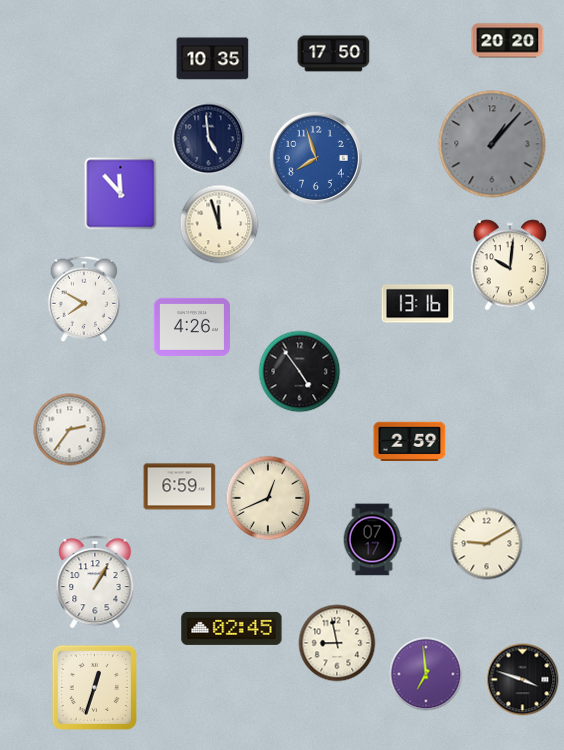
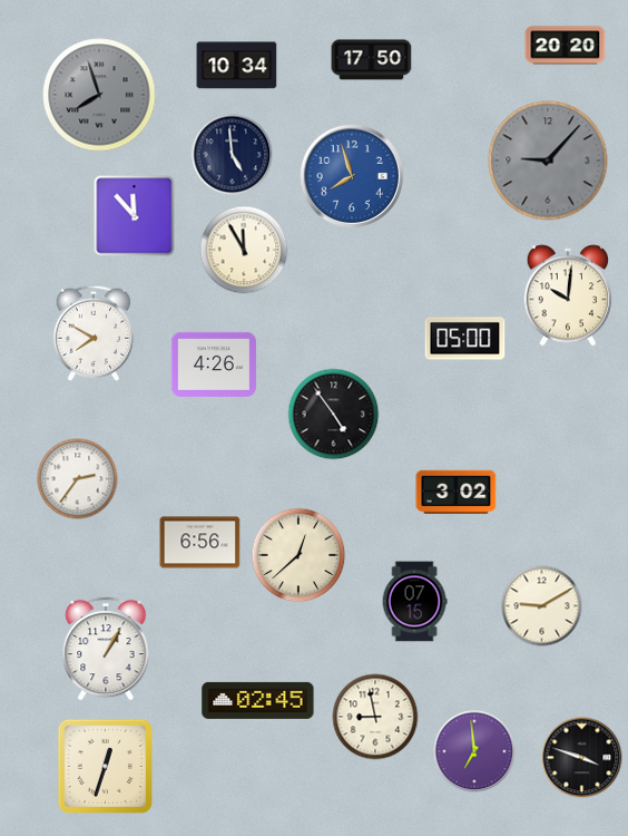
clock at (213, 59): 10:35 -> 10:34
clock at (99, 95): none -> 7:57
clock at (492, 144): 1:07 -> 9:07
clock at (219, 224): 11:57 -> 11:55
clock at (418, 304): 13:16 -> 05:00
clock at (410, 441): 2:59 -> 3:02
clock at (180, 487): 6:59 -> 6:56
clock at (268, 498): 12:41 -> 12:38
clock at (372, 540): 07:17 -> 07:15
